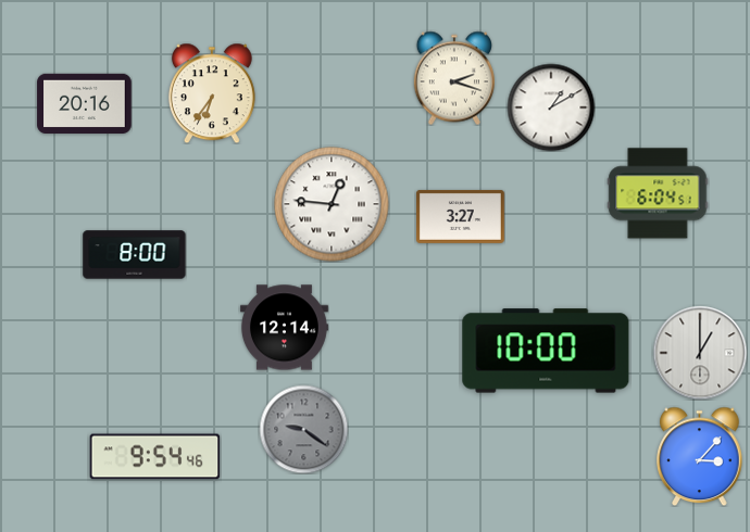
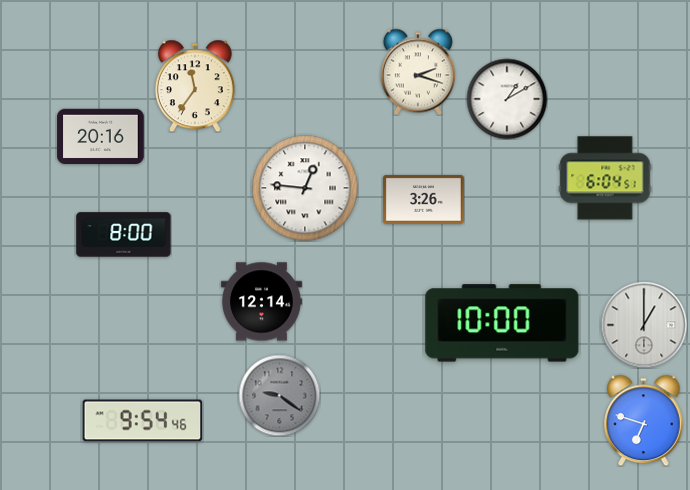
clock at (212, 93): 6:36 -> 11:36
clock at (85, 103) position: (85, 103) -> (101, 136)
clock at (460, 216): 3:27 -> 3:26
clock at (700, 456): 3:07 -> 6:48
